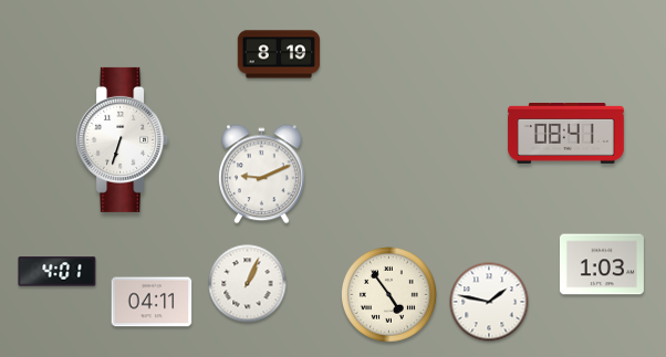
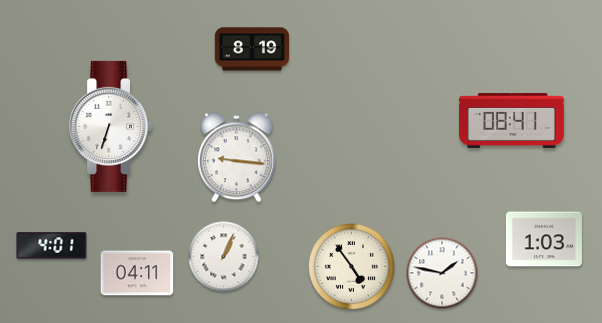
clock at (262, 175): 9:11 -> 9:16
